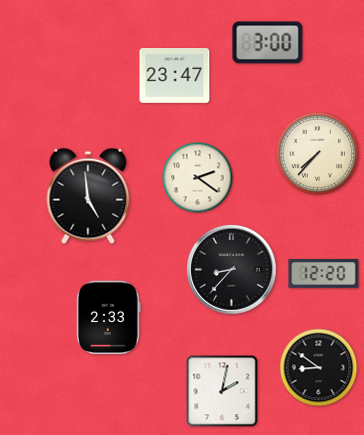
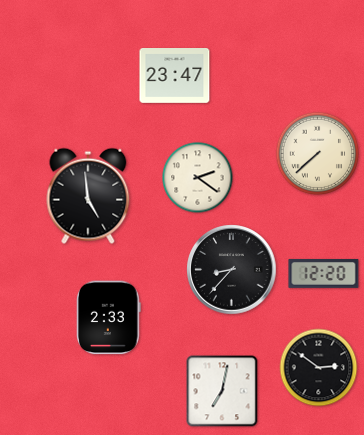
clock at (268, 43): 3:00 -> none
clock at (318, 154): 7:37 -> 7:38
clock at (319, 368): 8:51 -> 2:51
clock at (222, 391): 2:02 -> 7:02
